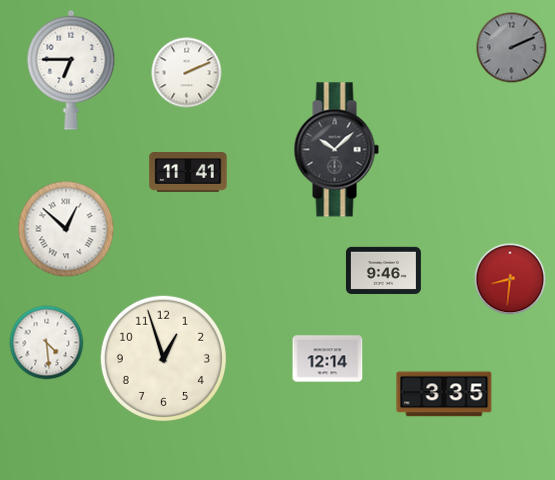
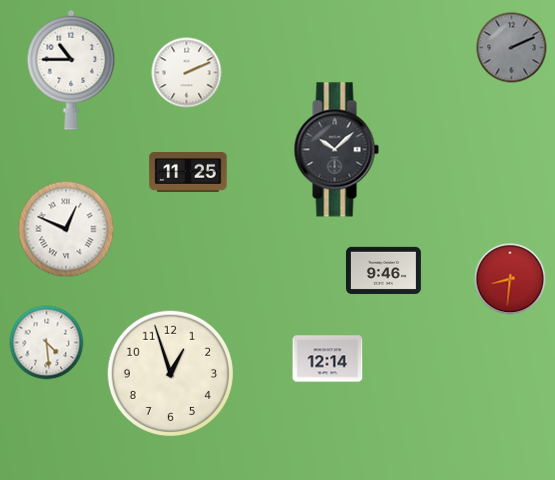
clock at (71, 70): 6:45 -> 10:45
clock at (188, 173): 11:41 -> 11:25
clock at (66, 229): 12:52 -> 12:49
clock at (163, 358) position: (163, 358) -> (170, 373)
clock at (444, 394): 3:35 -> none
